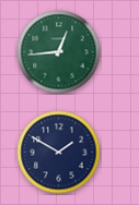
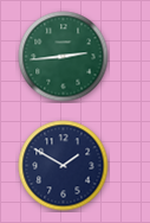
clock at (59, 52): 12:44 -> 2:44
